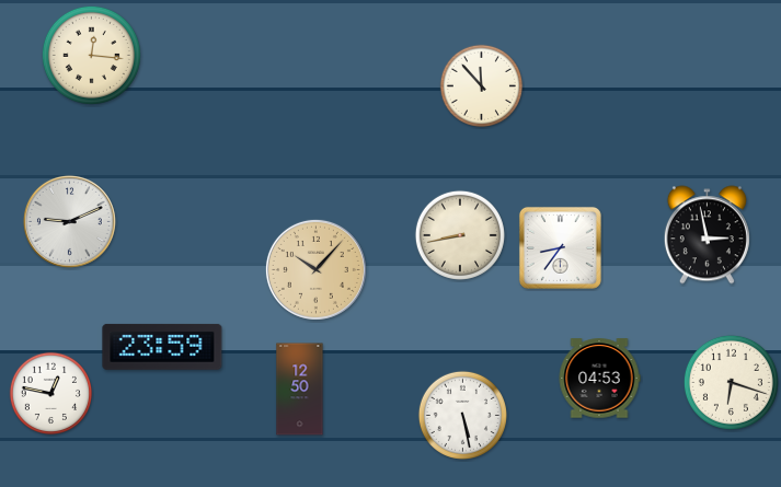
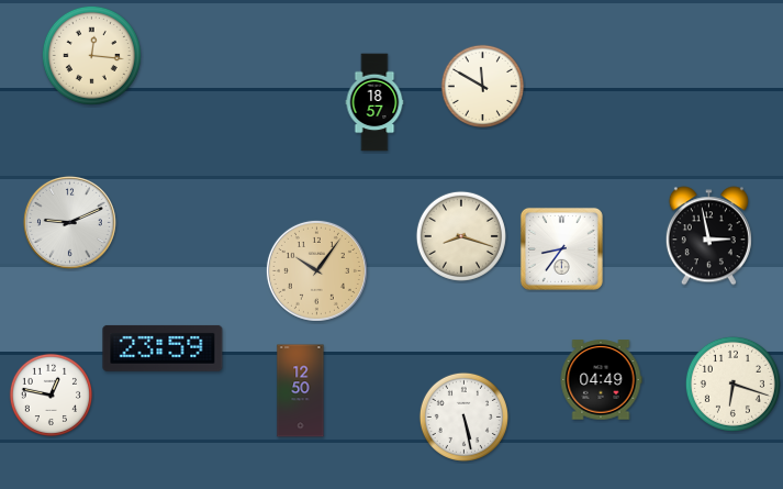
clock at (481, 85): 11:53 -> 11:50
clock at (374, 102): none -> 18:57
clock at (460, 235): 8:43 -> 8:18
clock at (315, 269): 10:07 -> 10:06
clock at (599, 379): 04:53 -> 04:49
